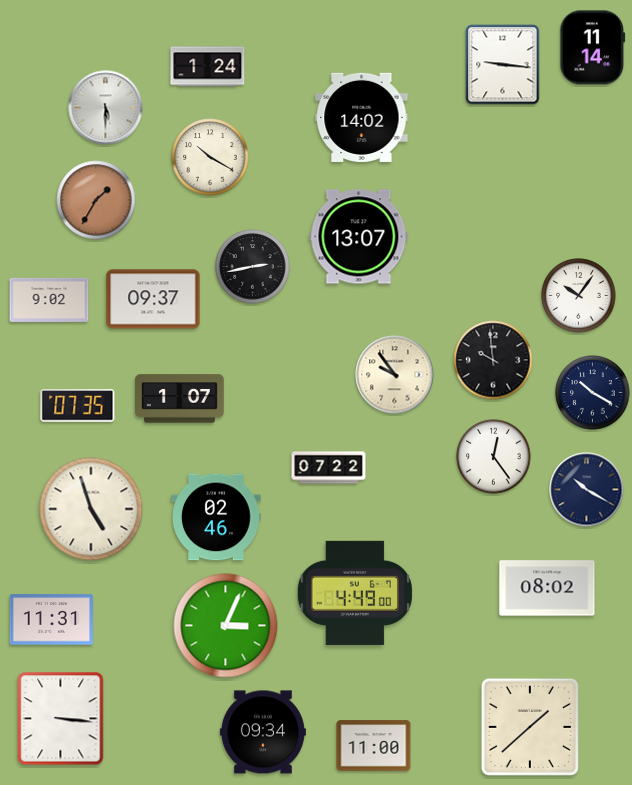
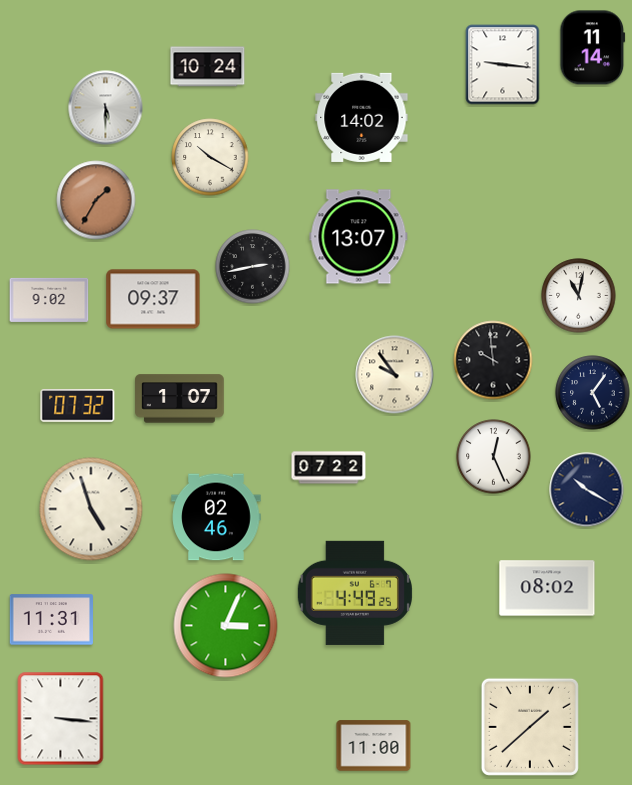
clock at (208, 67): 1:24 -> 10:24
clock at (579, 296): 10:06 -> 11:02
clock at (593, 393): 10:20 -> 5:06
clock at (78, 406): 07:35 -> 07:32
clock at (494, 457): 12:24 -> 12:26
clock at (354, 593): 4:49:00 -> 4:49:25
clock at (263, 732): 09:34 -> none
